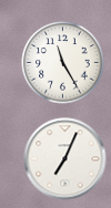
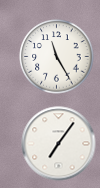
clock at (65, 159): 7:04 -> 7:06
